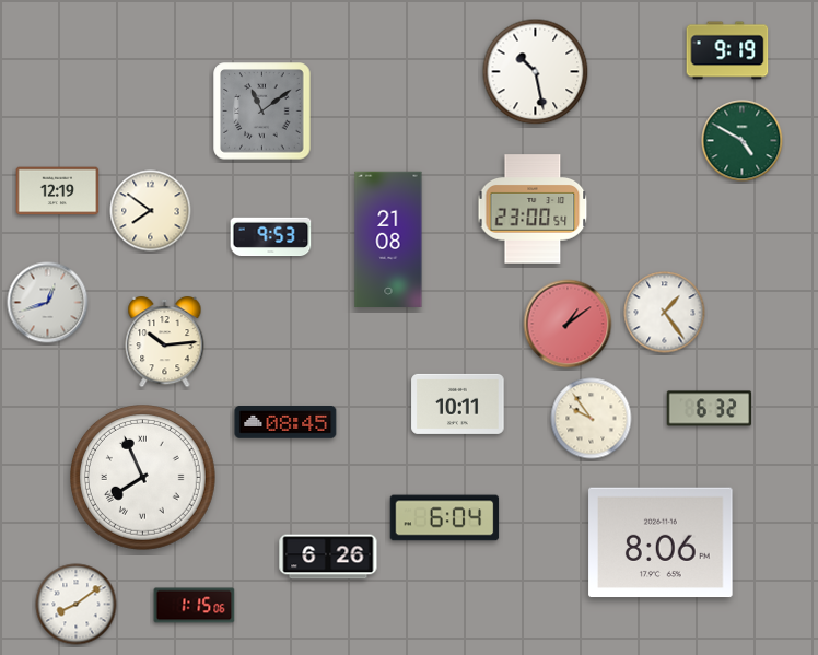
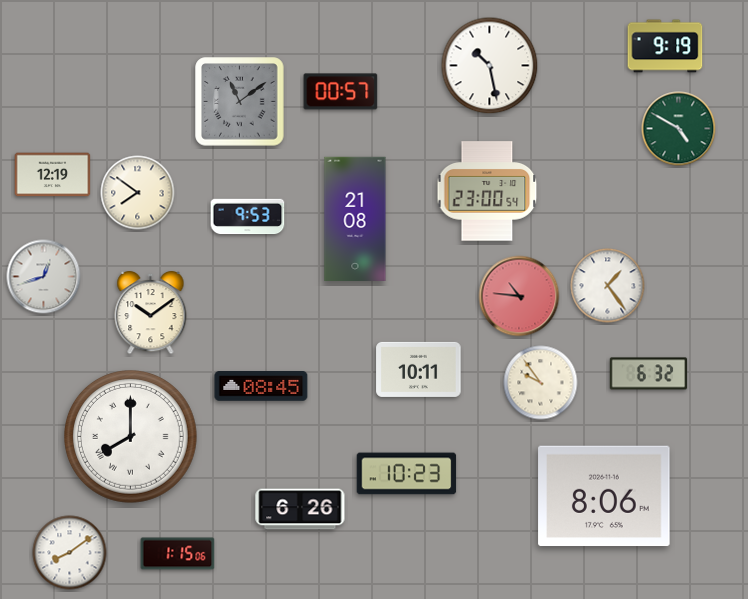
clock at (341, 92): none -> 00:57
clock at (568, 324): 1:09 -> 10:46
clock at (165, 342): 10:14 -> 10:09
clock at (143, 478): 7:56 -> 8:00
clock at (445, 518): 6:04 -> 10:23
